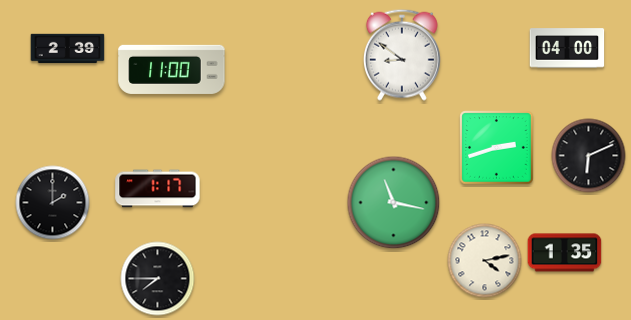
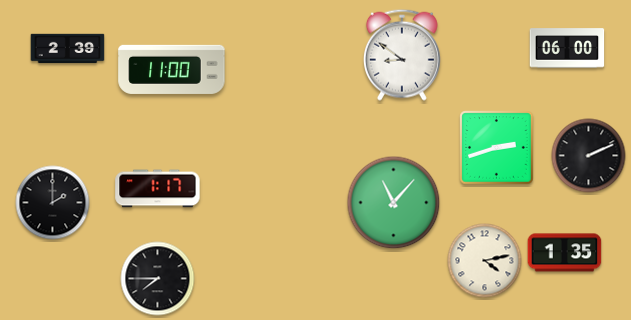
clock at (567, 48): 04:00 -> 06:00
clock at (589, 156): 6:11 -> 2:11
clock at (394, 203): 11:17 -> 11:07
